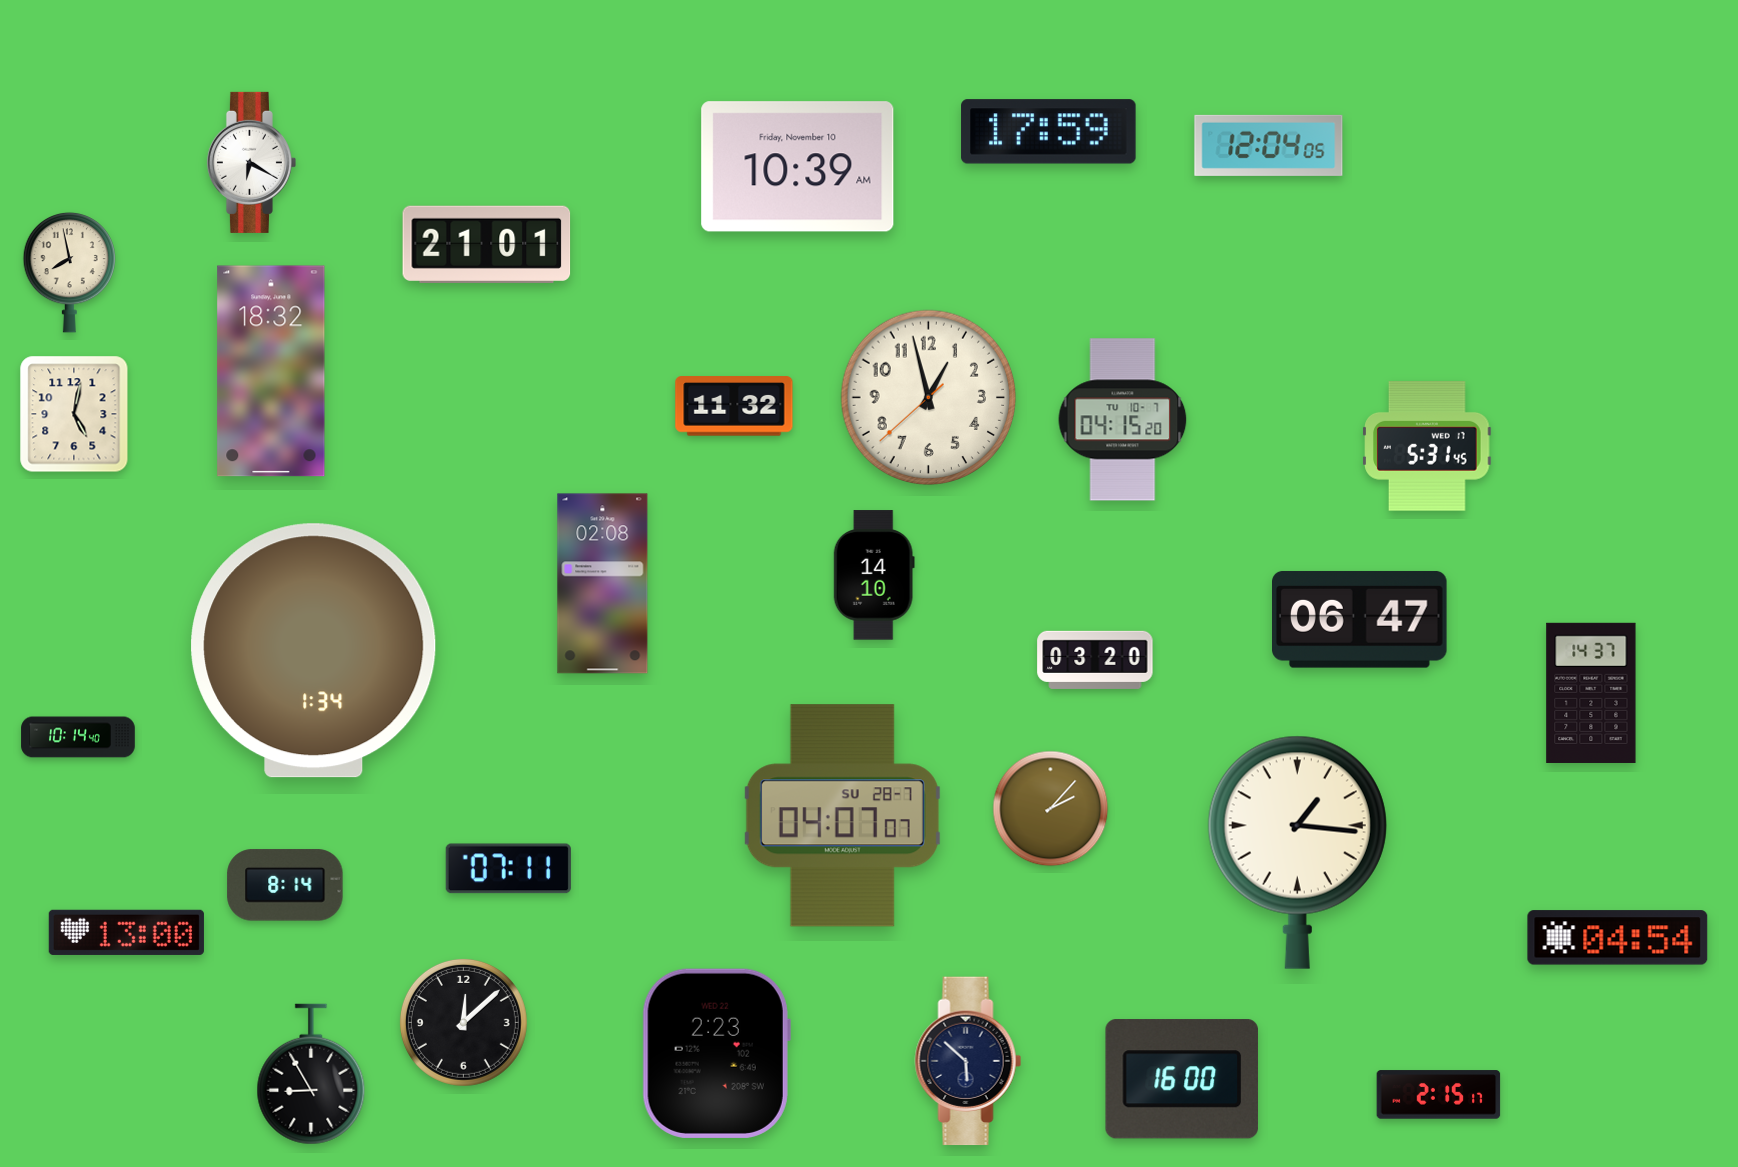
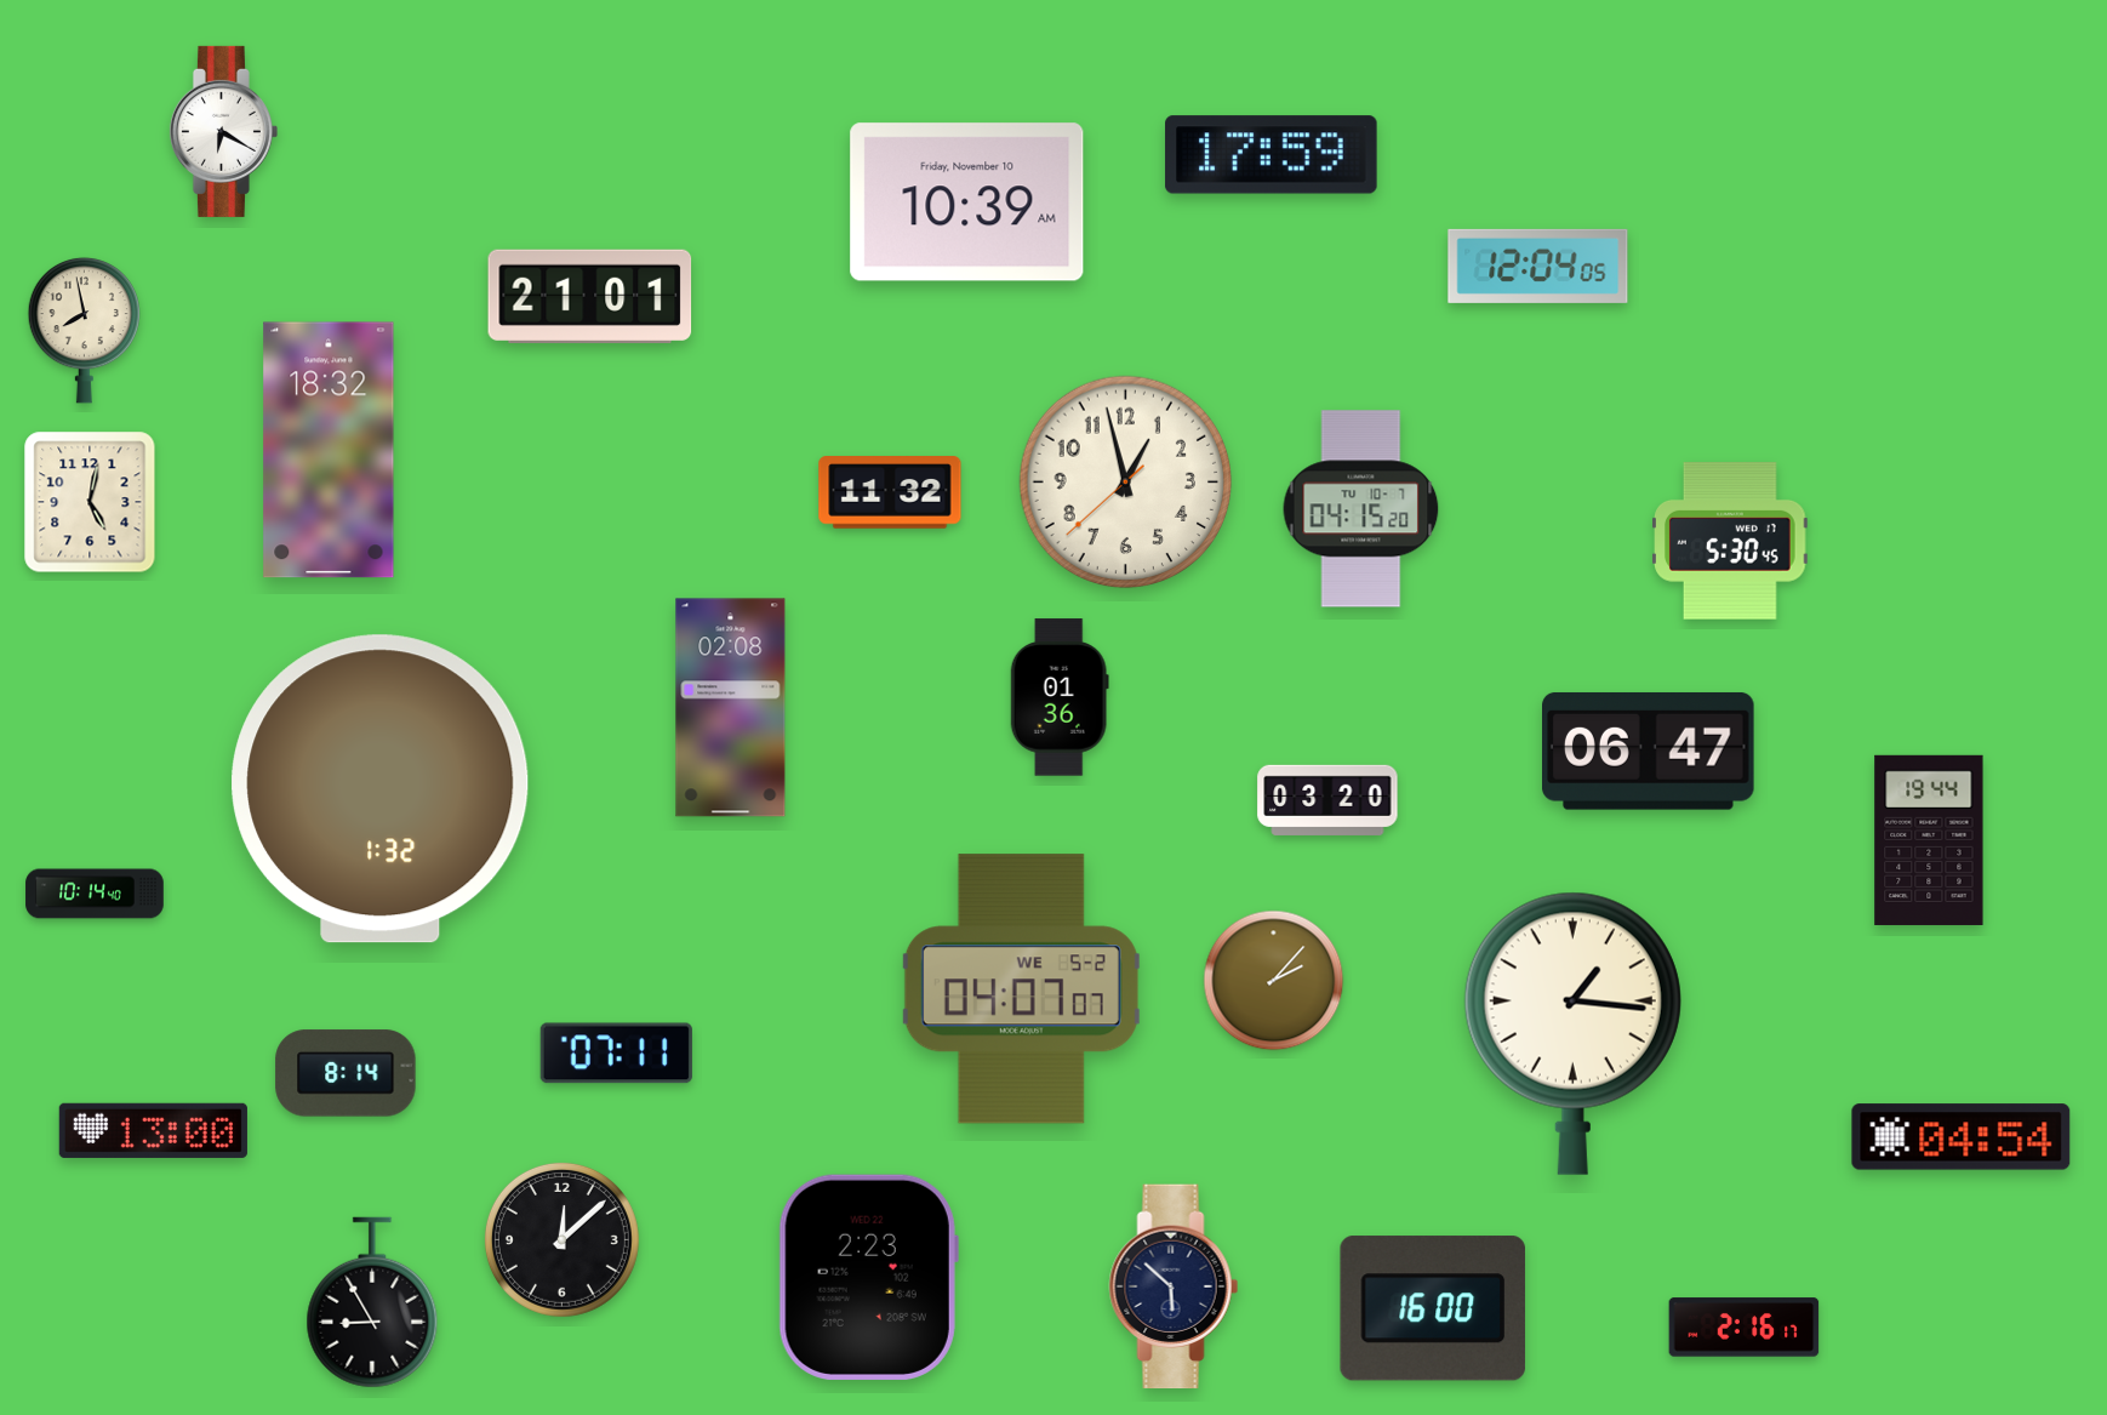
clock at (1049, 132) position: (1049, 132) -> (1272, 155)
clock at (1269, 145) position: (1269, 145) -> (1538, 266)
clock at (251, 162) position: (251, 162) -> (223, 131)
clock at (1427, 446): 5:31 -> 5:30
clock at (874, 575): 14:10 -> 01:36
clock at (314, 651): 1:34 -> 1:32
clock at (1591, 693): 14:37 -> 19:44
clock at (842, 816) date: SU 28-7 -> WE 5-2
clock at (311, 1074) position: (311, 1074) -> (372, 1302)
clock at (1439, 1095): 2:15 -> 2:16
